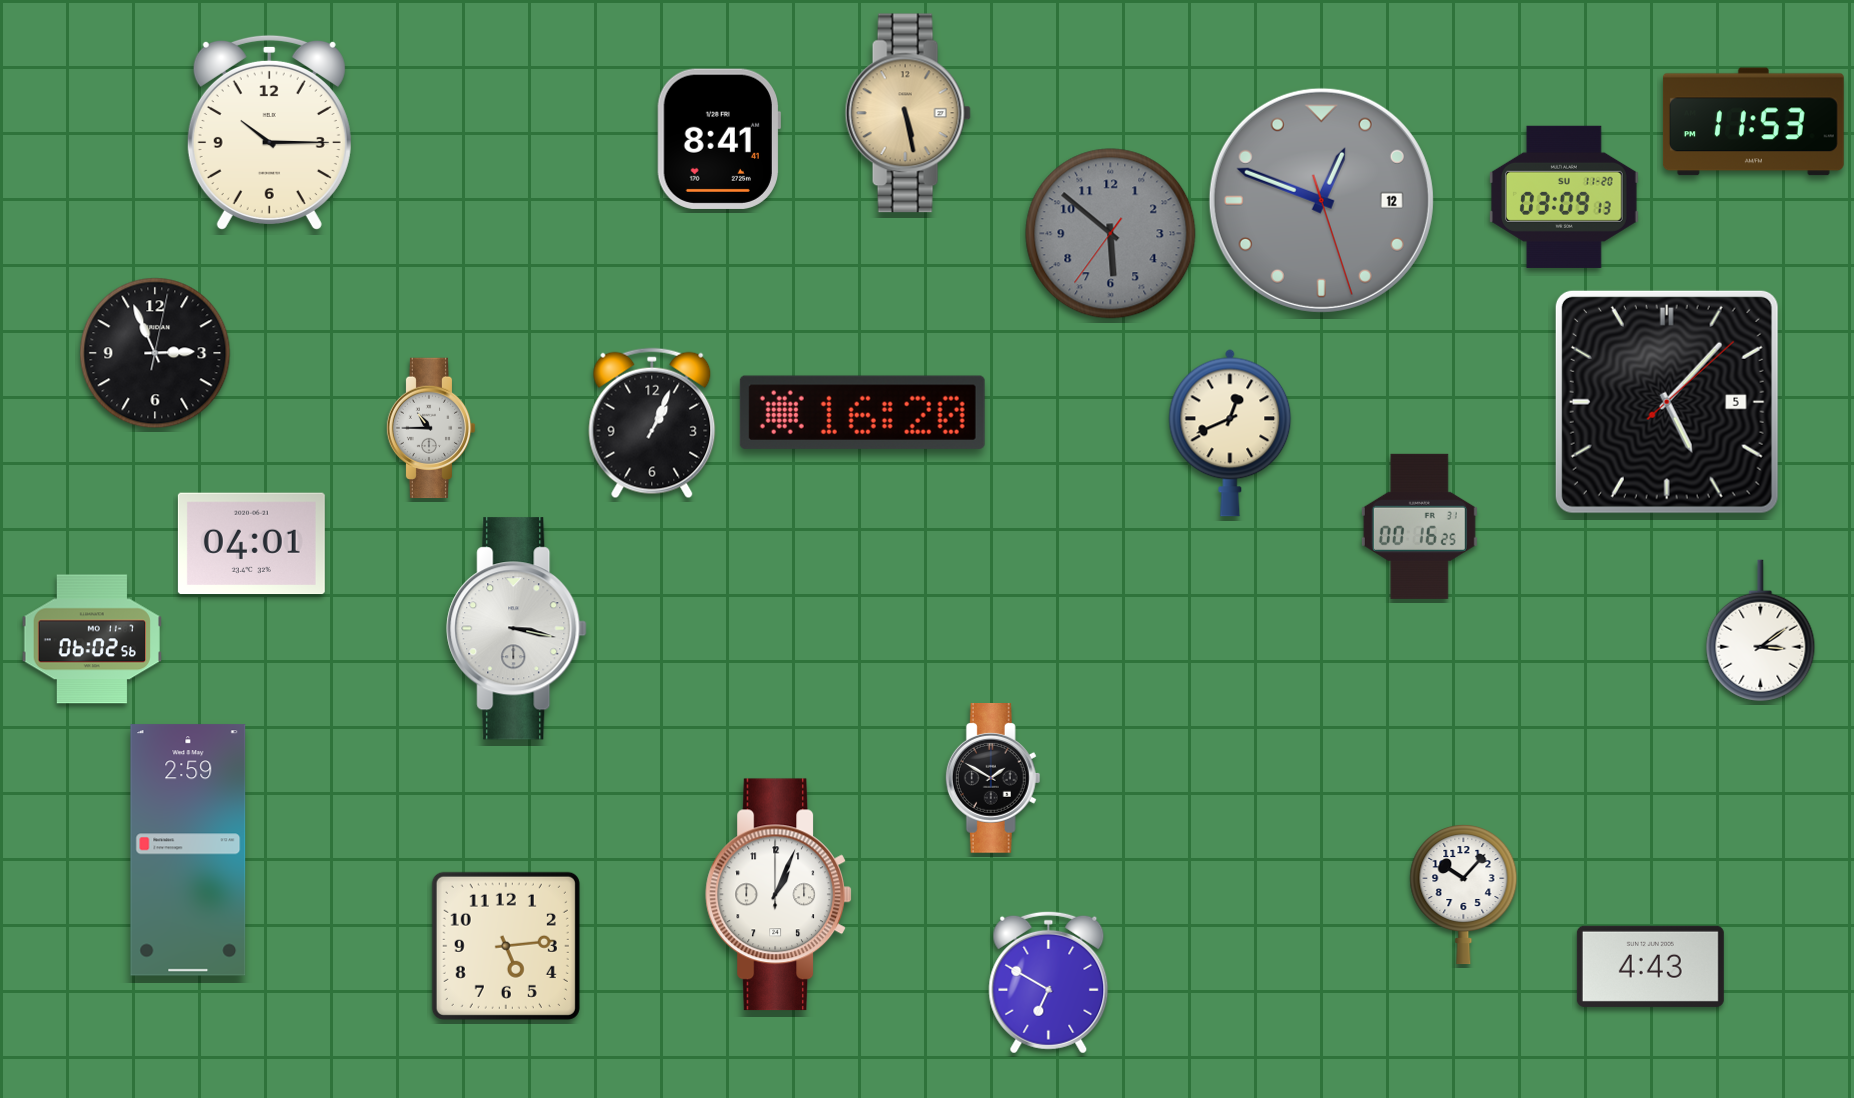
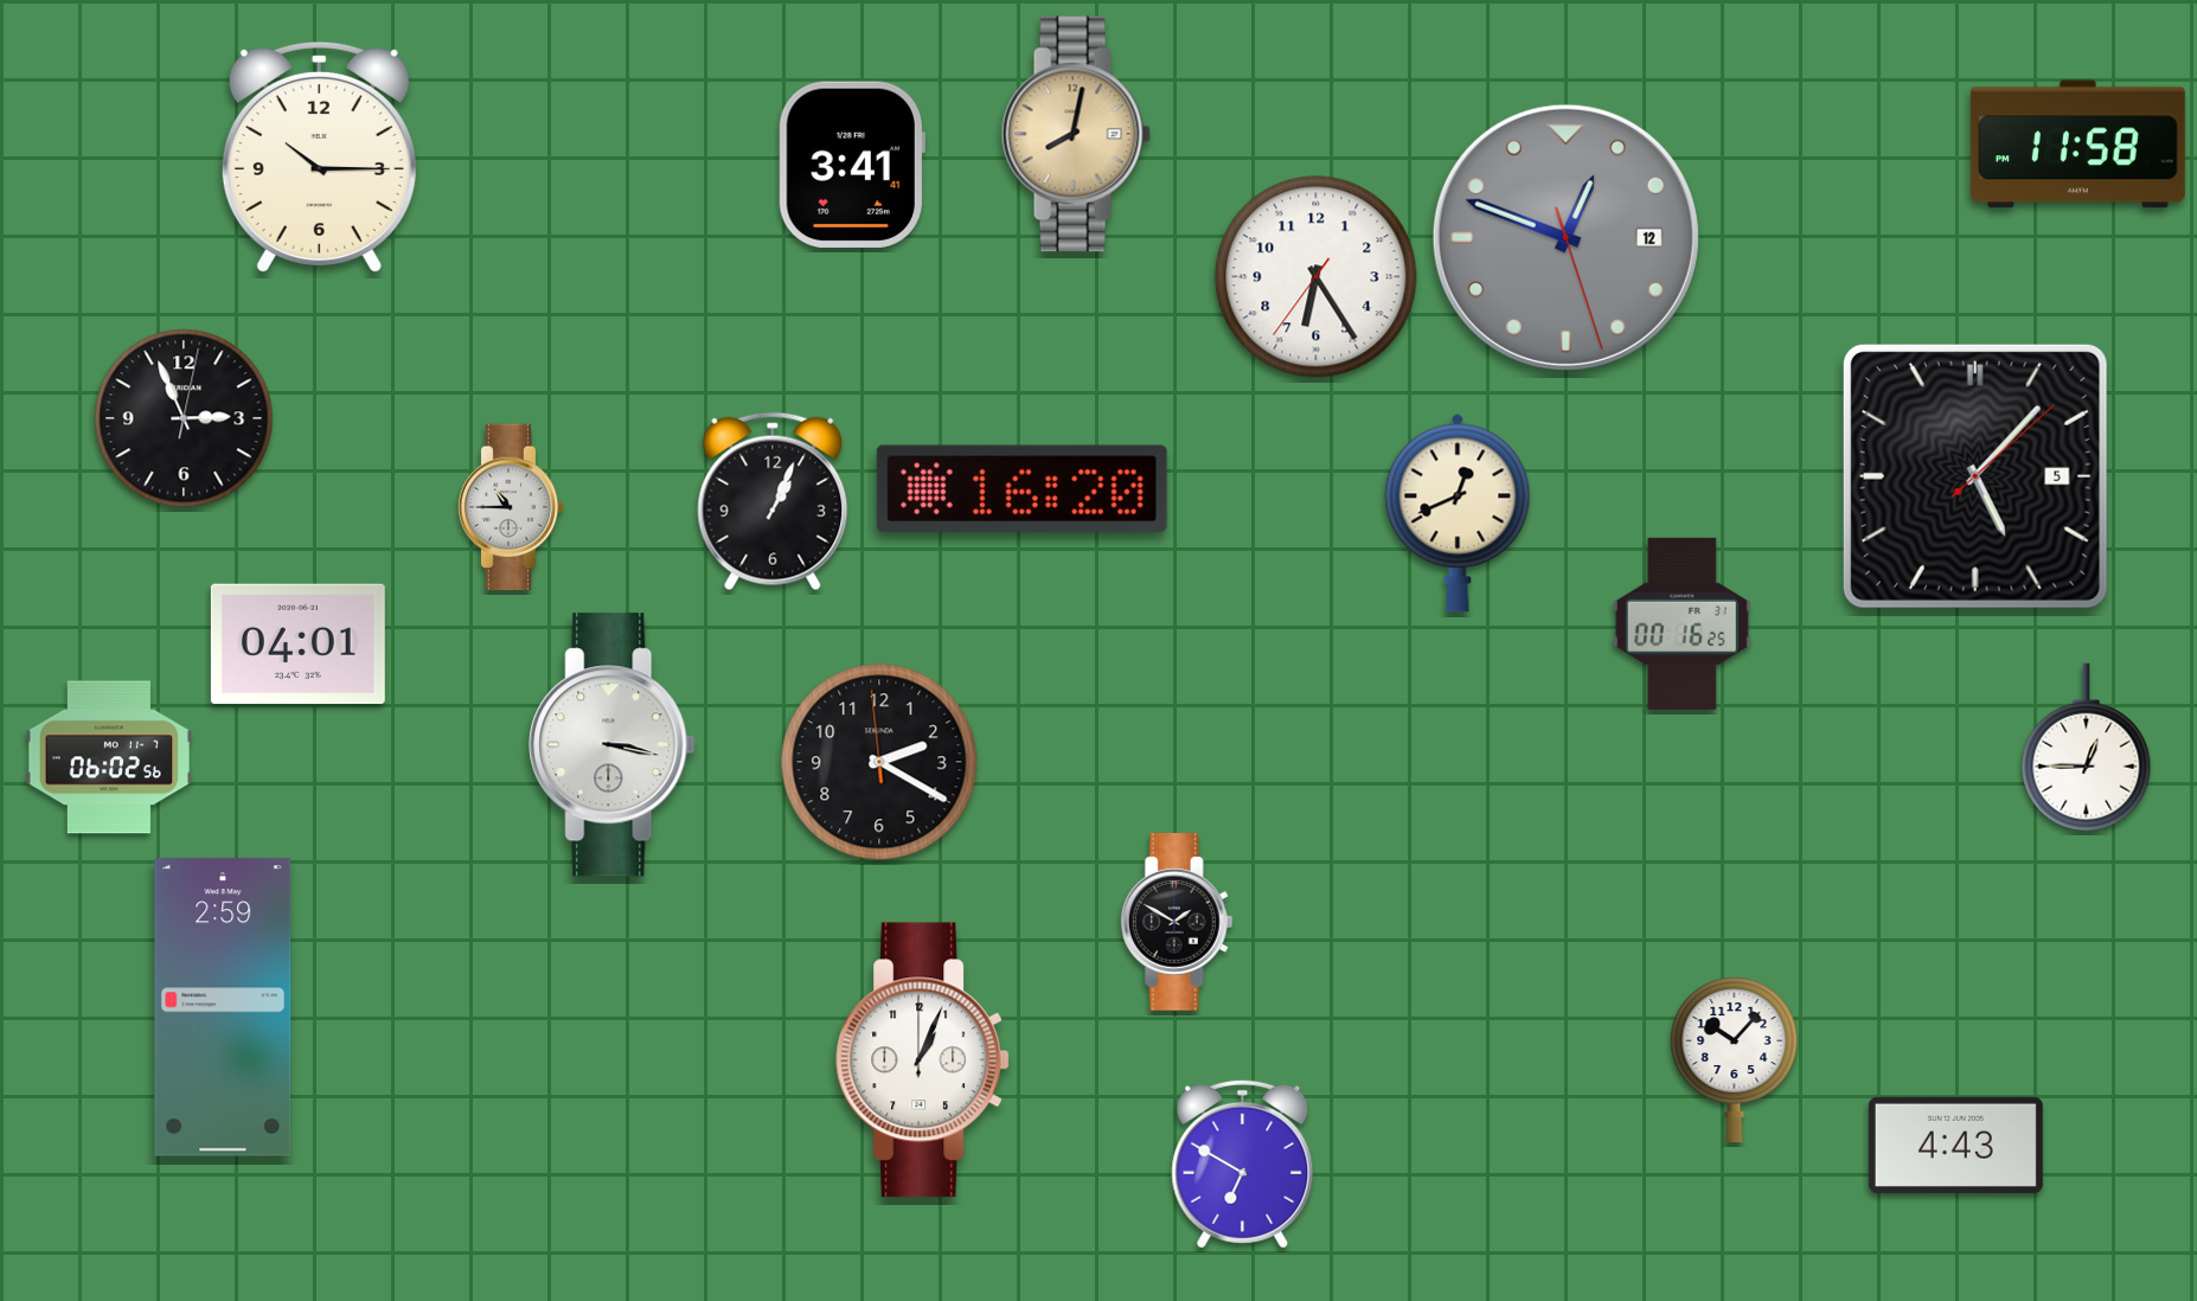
clock at (908, 113): 5:28 -> 8:02
clock at (1753, 122): 11:53 -> 11:58
clock at (719, 139): 8:41 -> 3:41
clock at (1565, 197): 03:09 -> none
clock at (1111, 234): 5:51 -> 6:24
clock at (1111, 234) dial: grey -> white
clock at (1761, 631): 3:09 -> 12:45
clock at (879, 762): none -> 2:19
clock at (506, 946): 5:14 -> none
